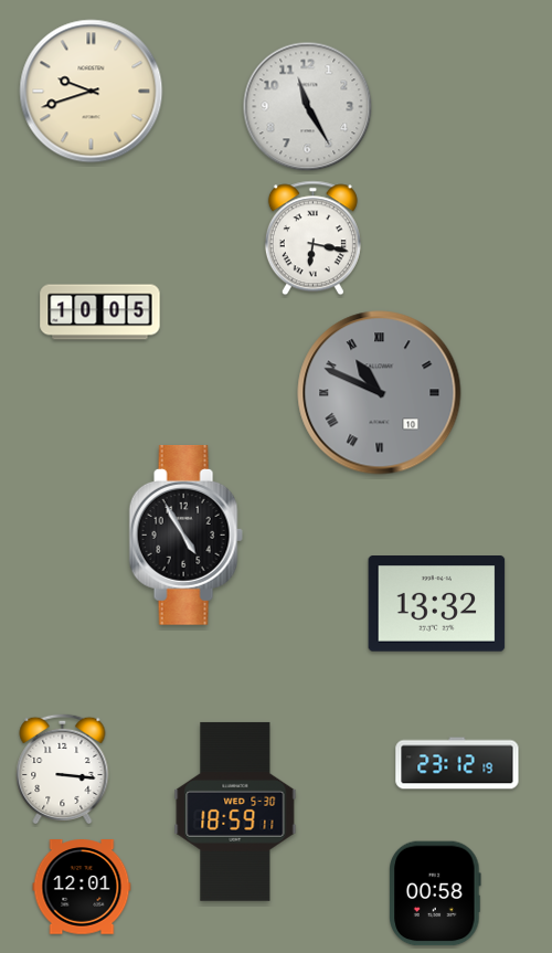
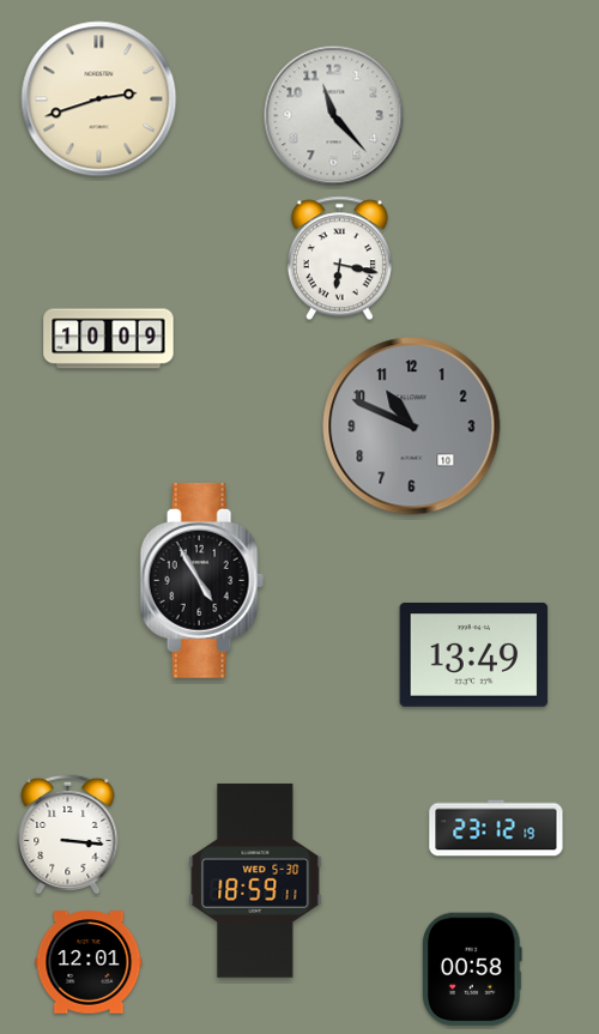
clock at (92, 92): 9:42 -> 2:42
clock at (308, 107): 11:25 -> 11:23
clock at (100, 313): 10:05 -> 10:09
clock at (380, 393) numerals: Roman -> Arabic
clock at (437, 604): 13:32 -> 13:49
